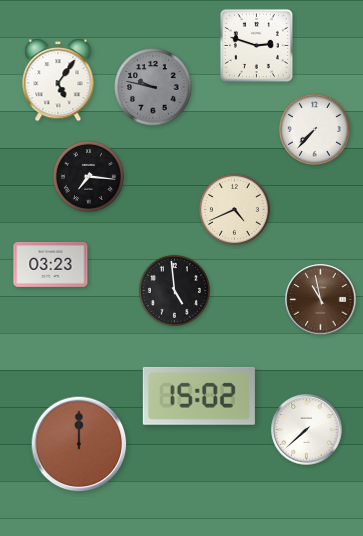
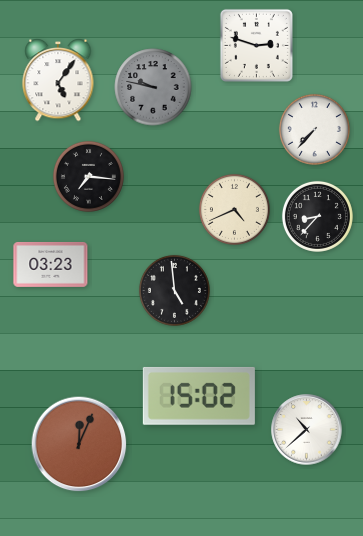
clock at (317, 216): none -> 8:37
clock at (321, 300): 10:58 -> none
clock at (307, 430): 7:38 -> 10:38
clock at (79, 444): 12:00 -> 12:04
